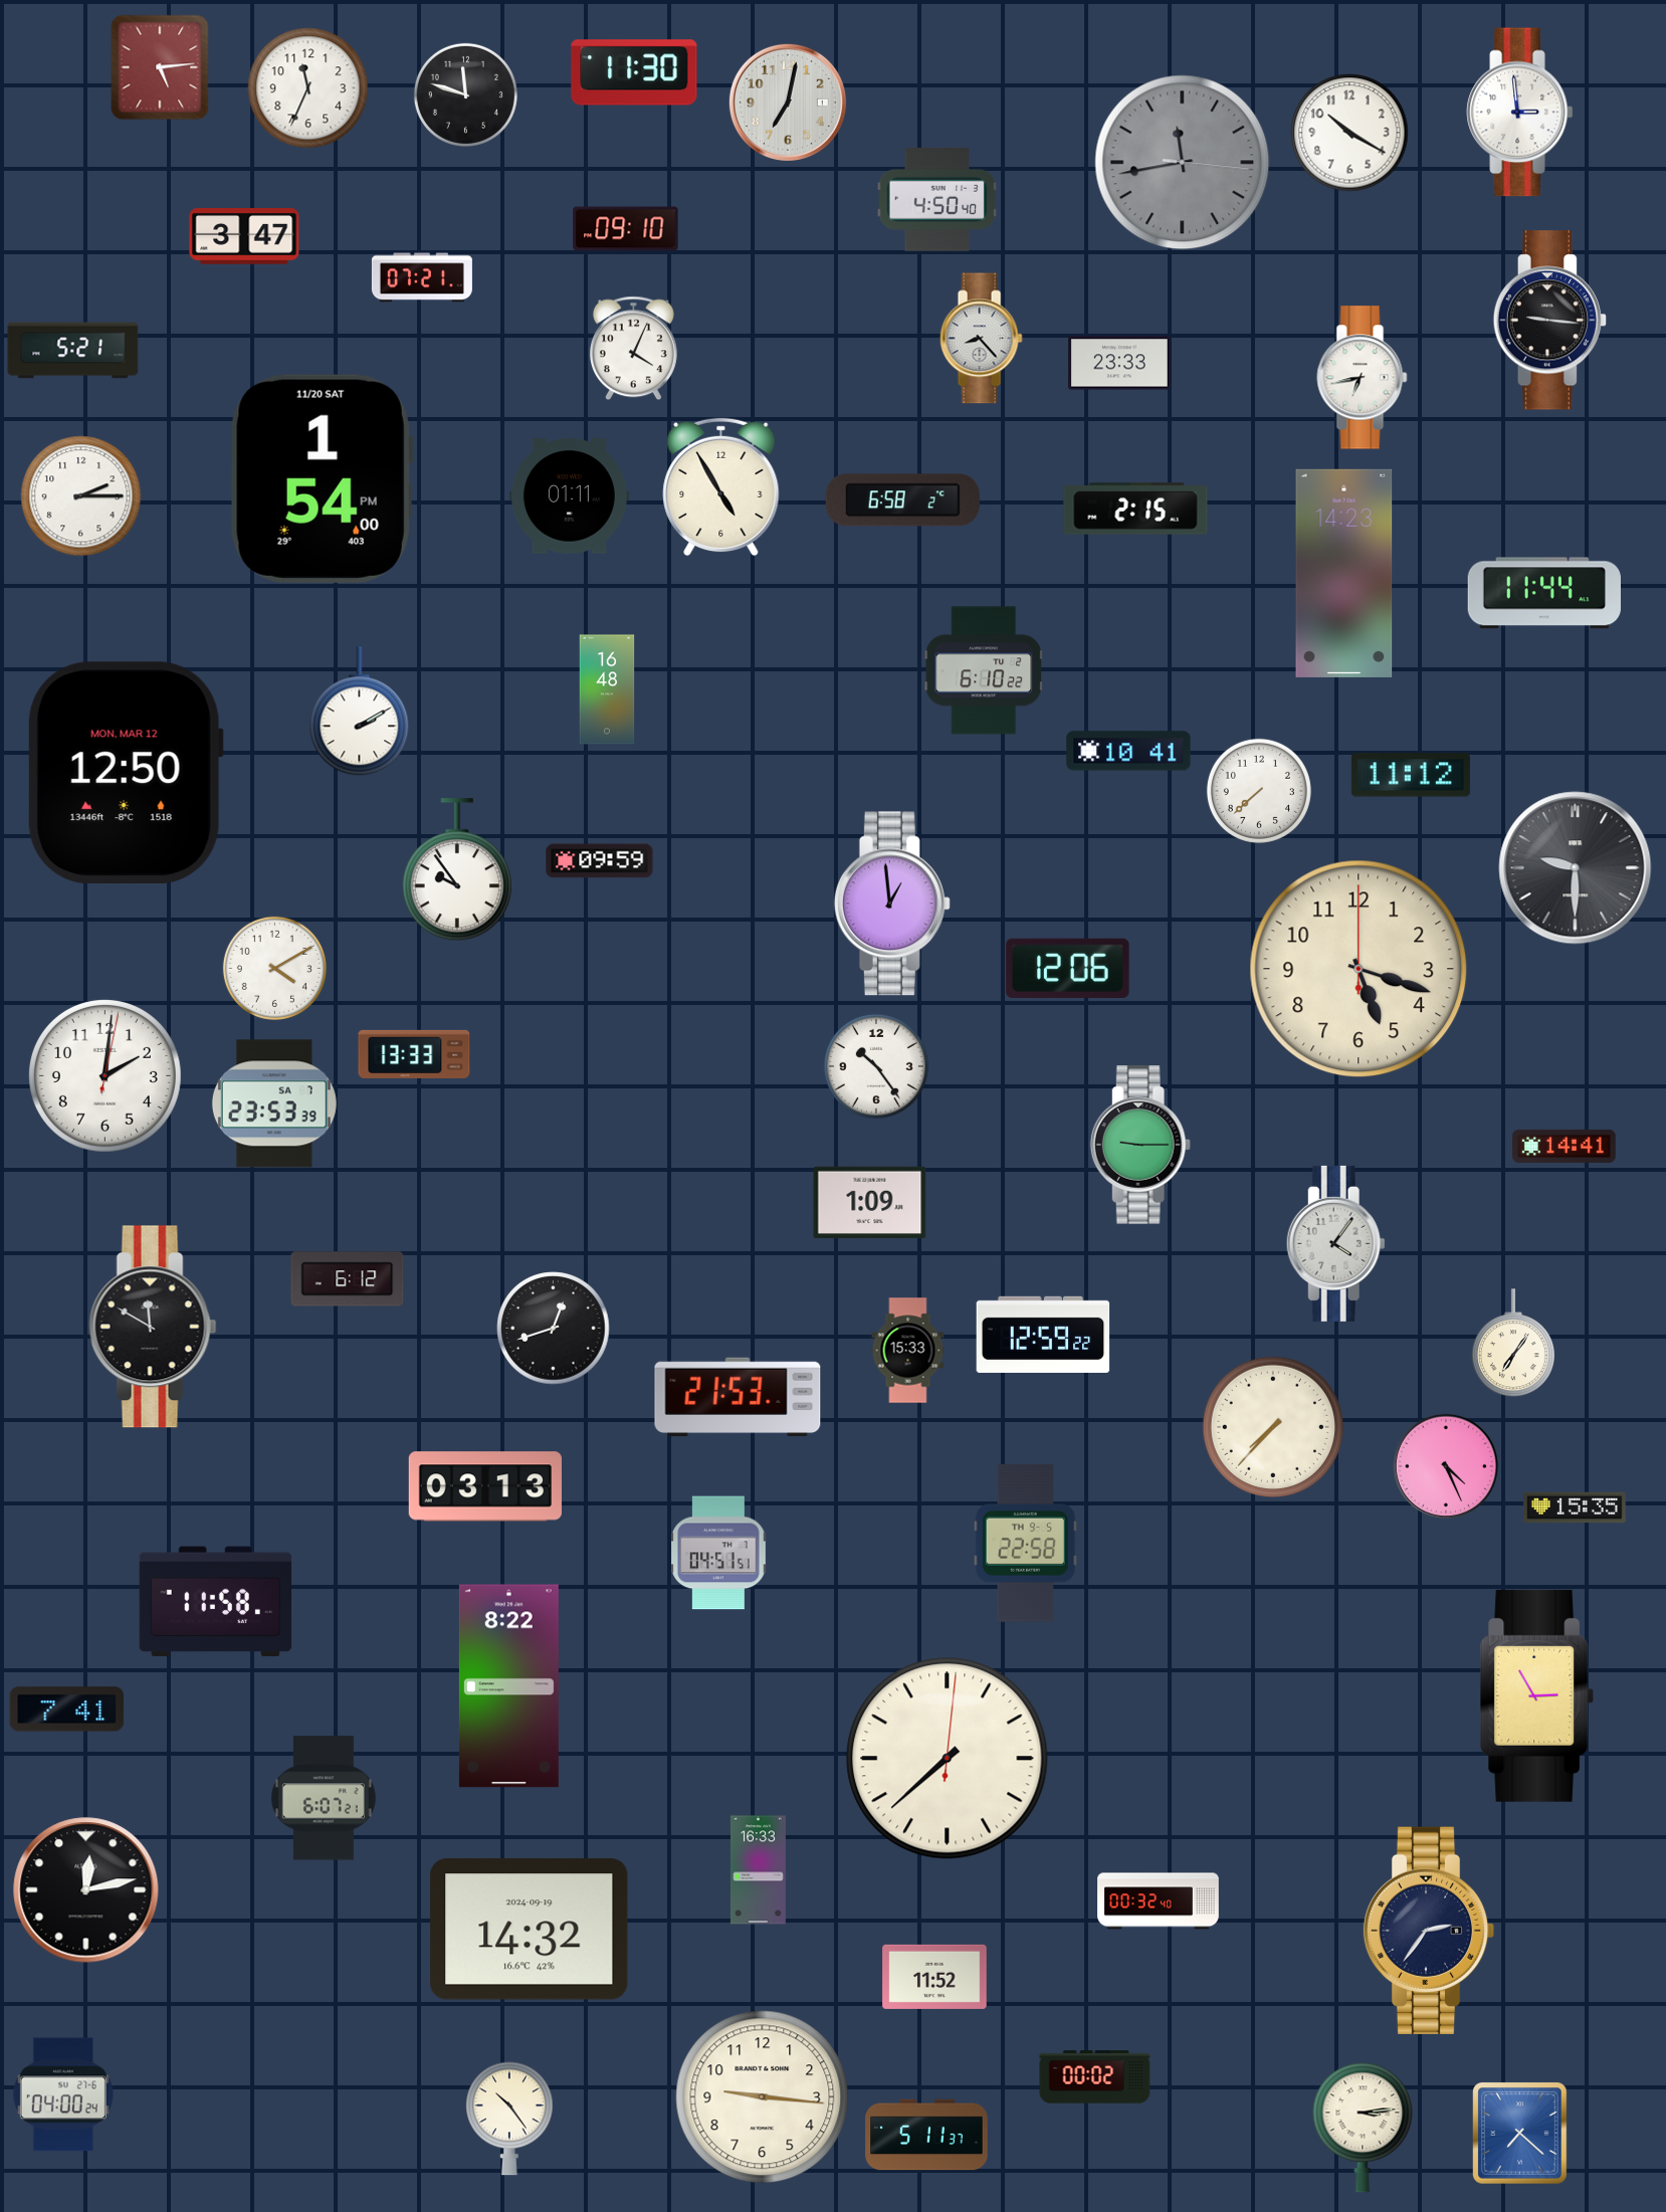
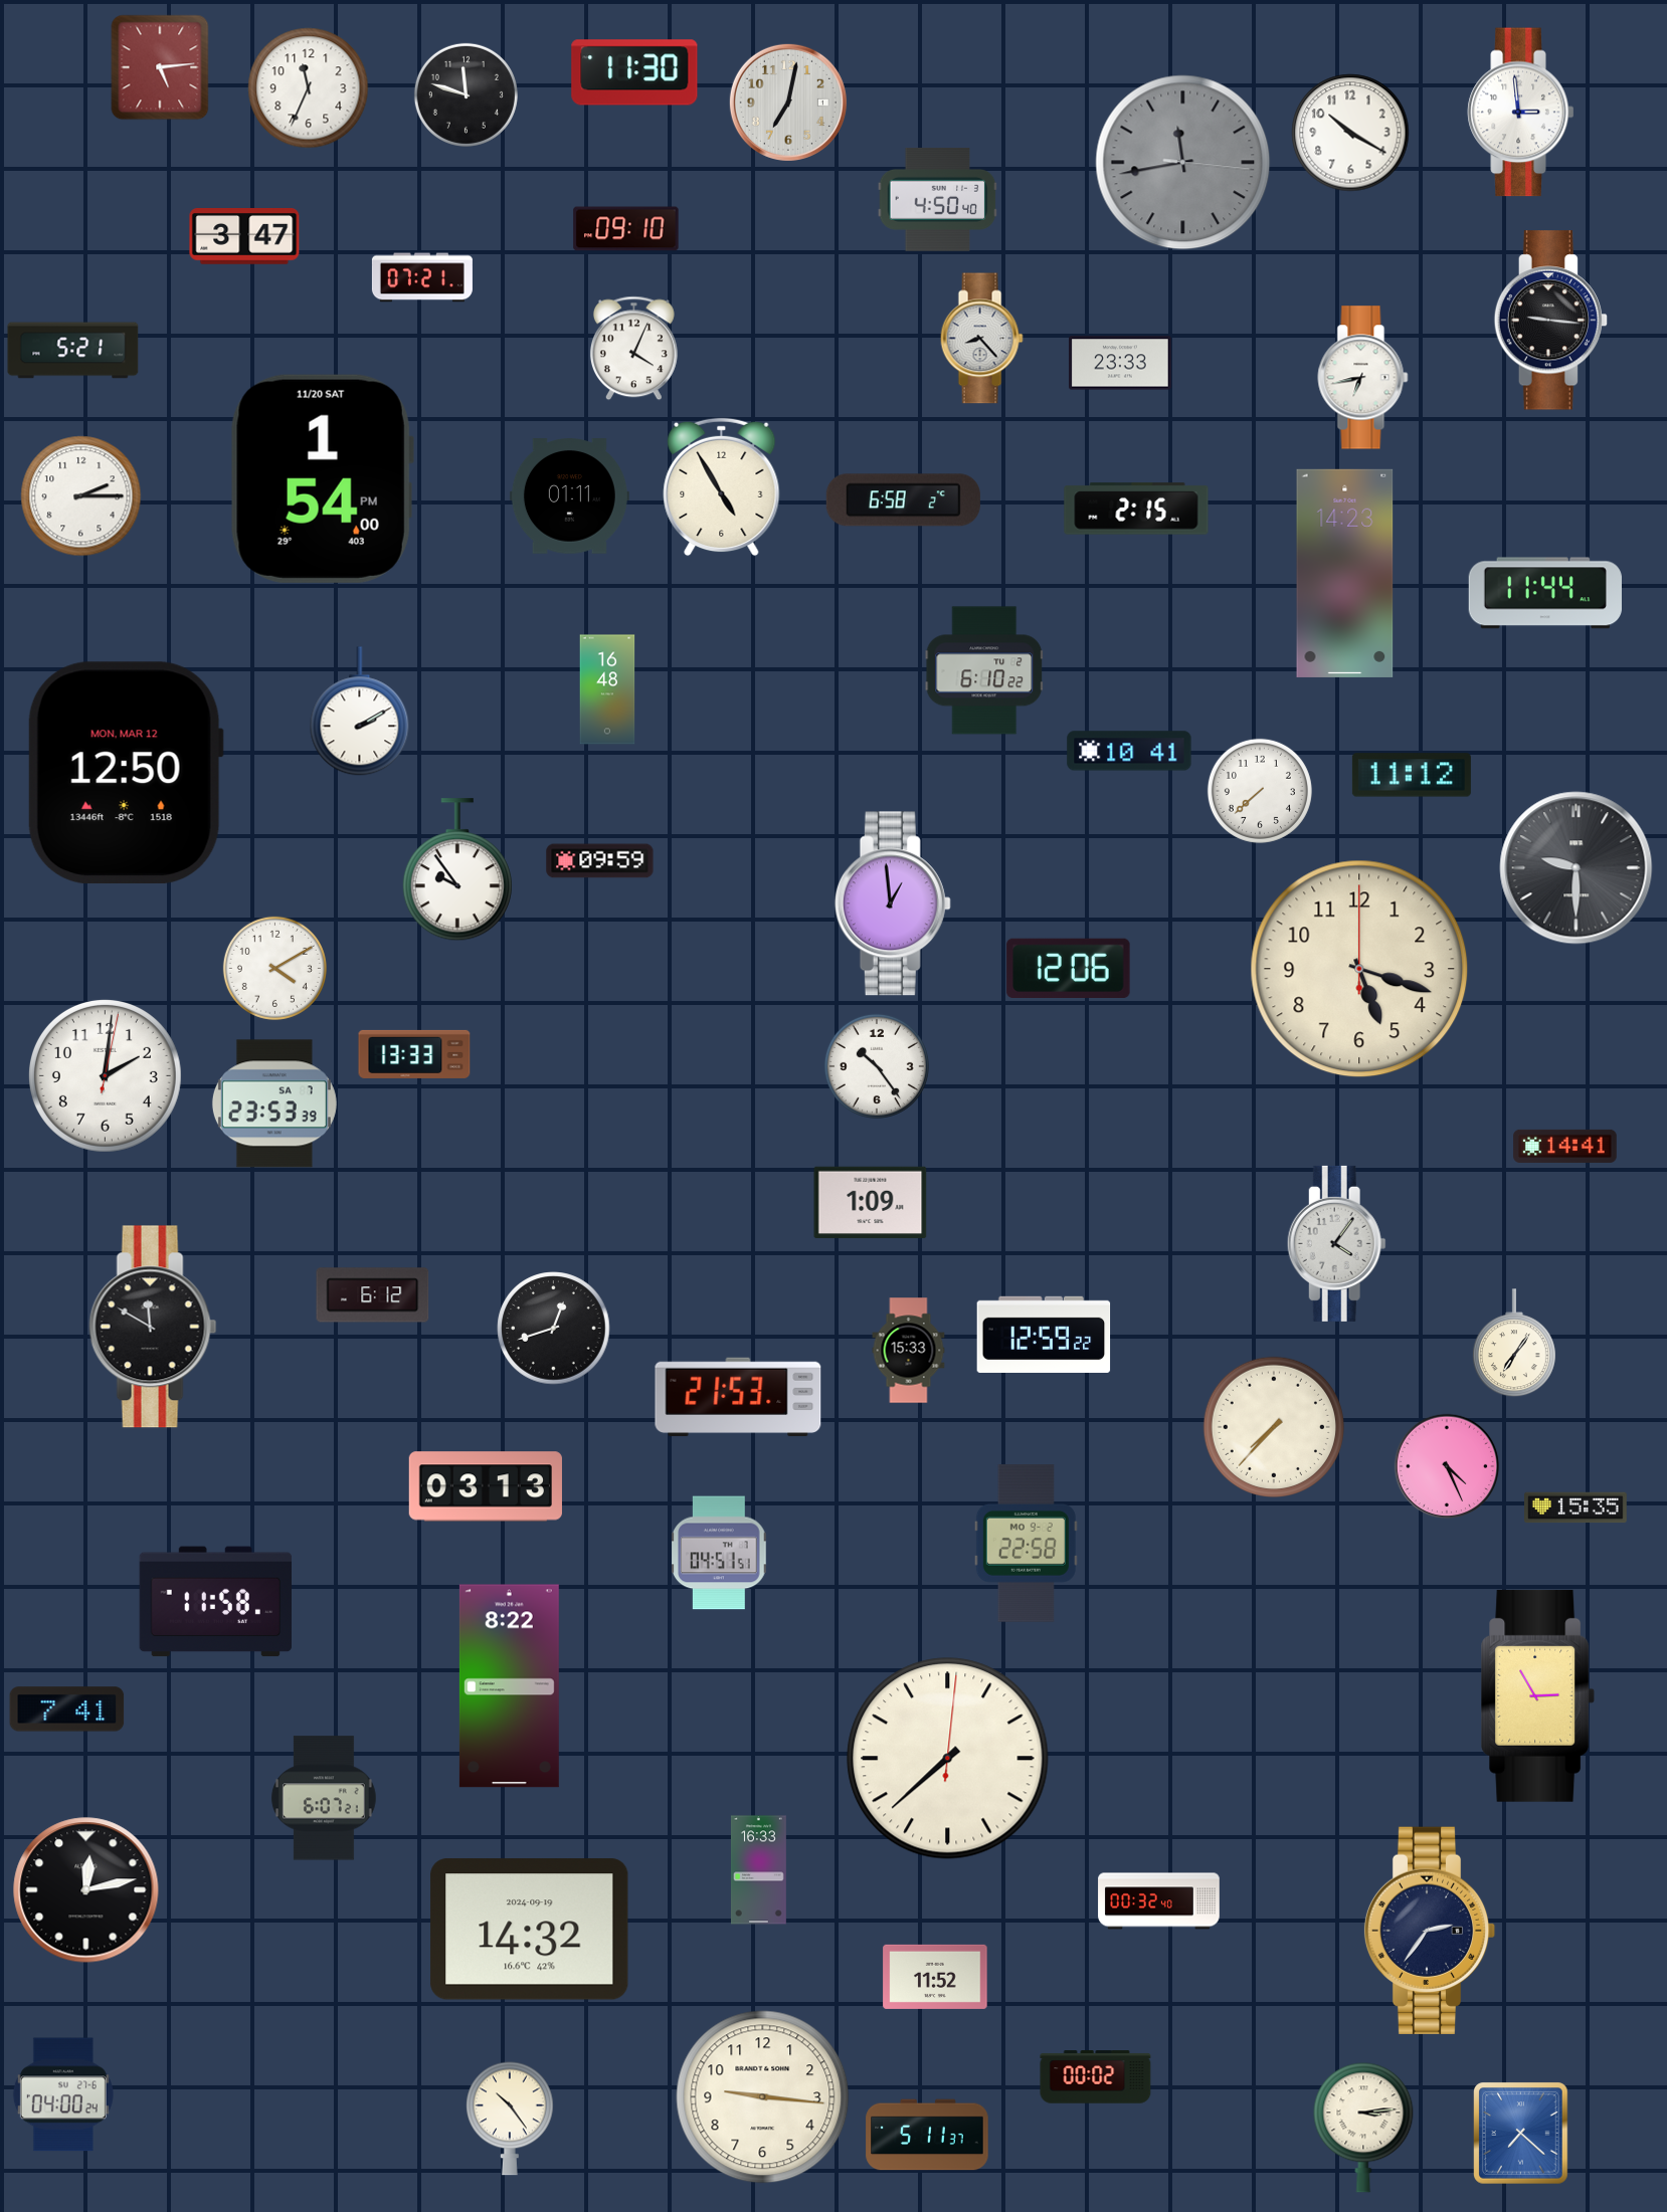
clock at (1140, 1145): 9:15 -> none
clock at (348, 1279) position: (348, 1279) -> (373, 1295)
clock at (1025, 1543) date: TH 9-5 -> MO 9-2
